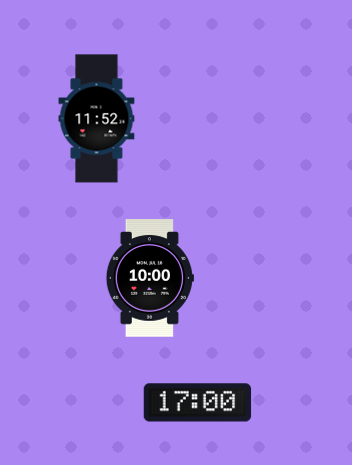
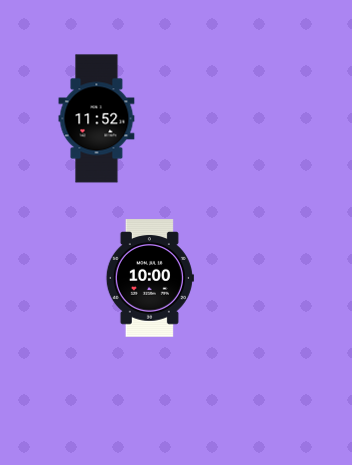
clock at (198, 403): 17:00 -> none
